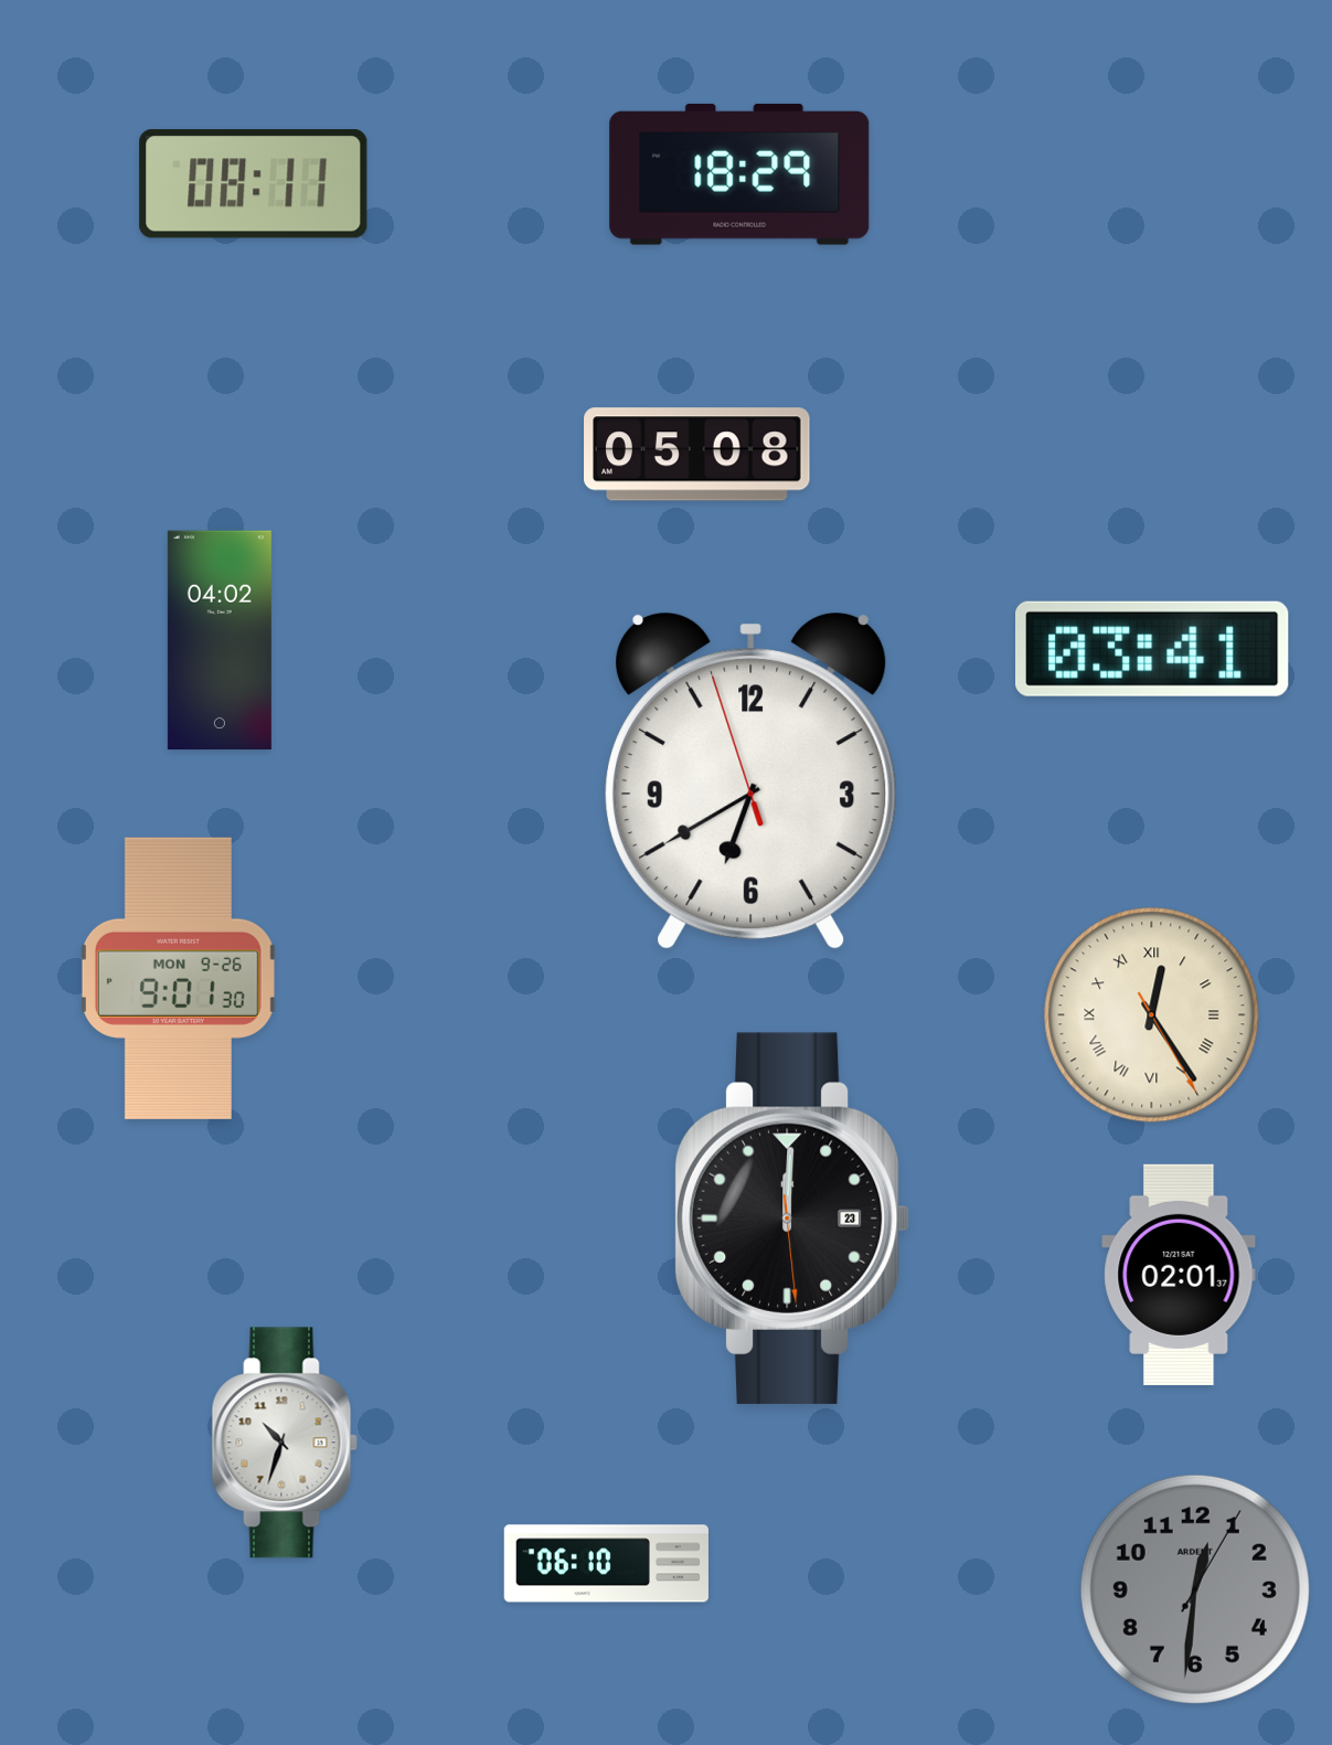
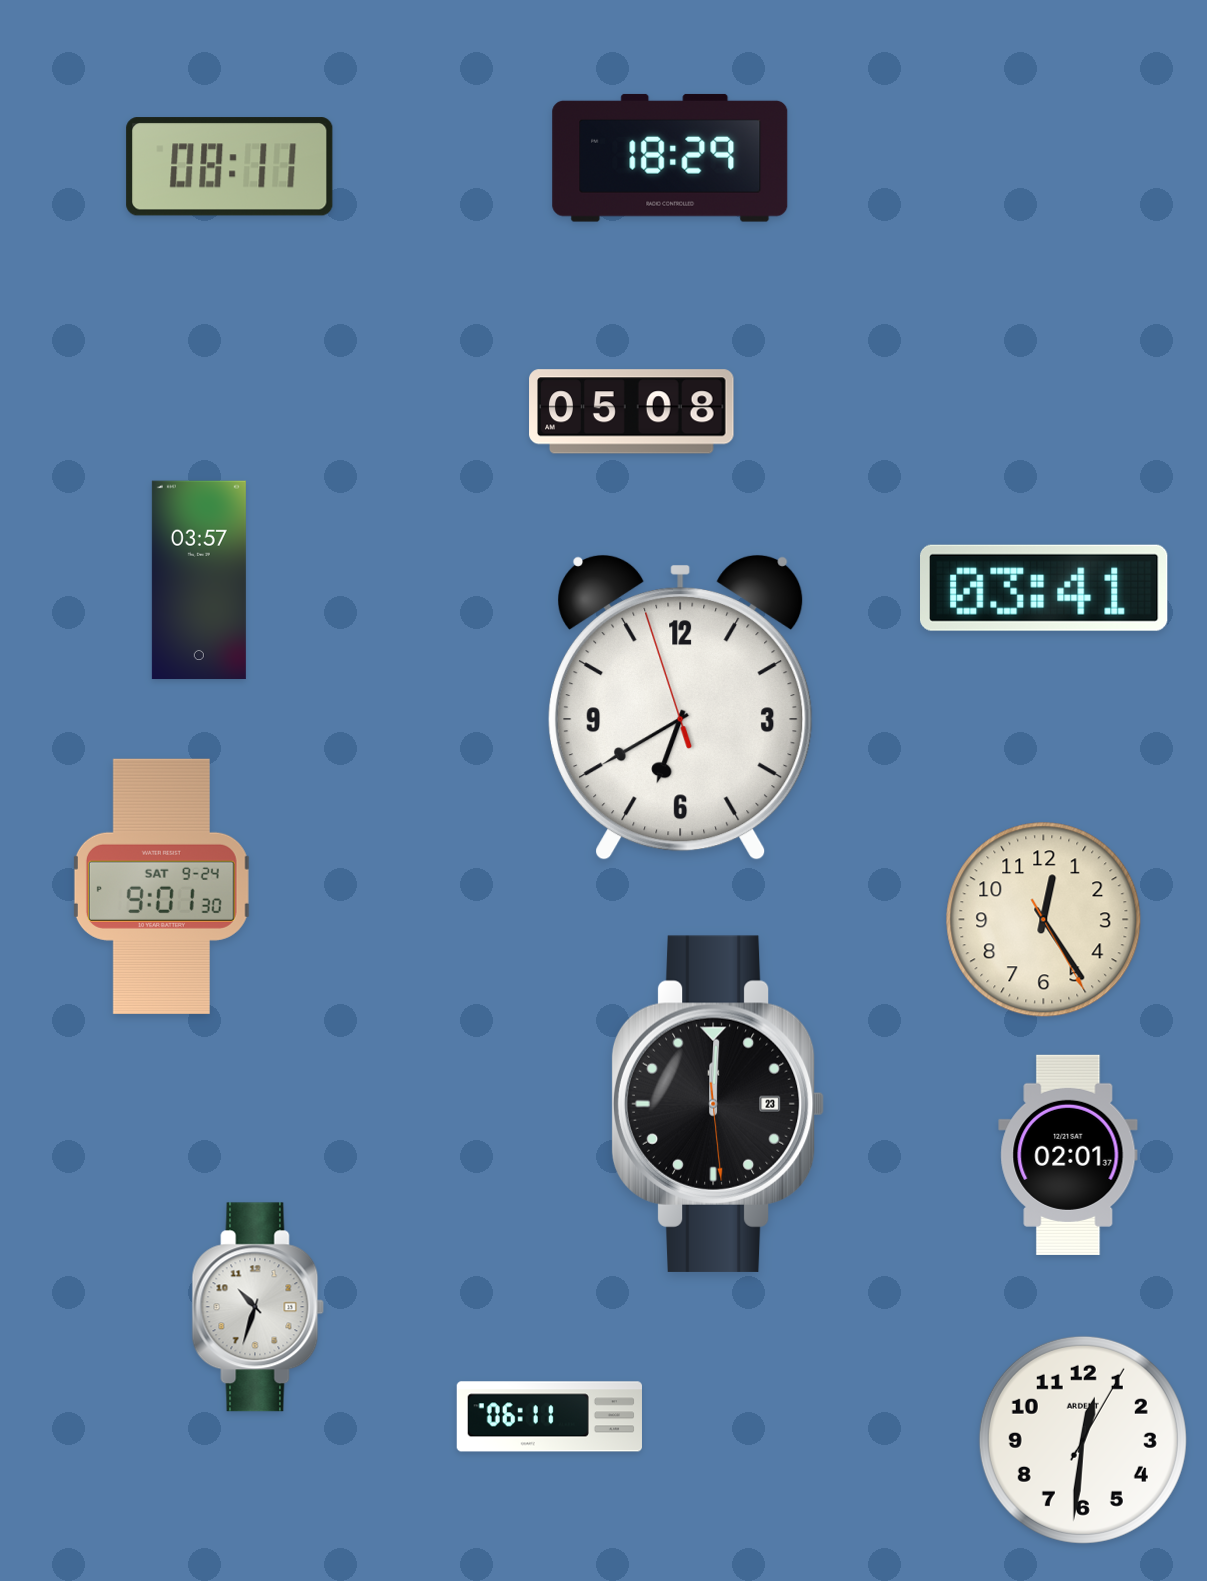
clock at (220, 640): 04:02 -> 03:57
clock at (178, 978) date: MON 9-26 -> SAT 9-24
clock at (1152, 1015) numerals: Roman -> Arabic
clock at (606, 1564): 06:10 -> 06:11
clock at (1195, 1589) dial: grey -> white
